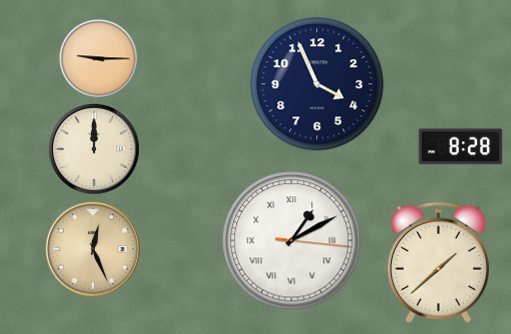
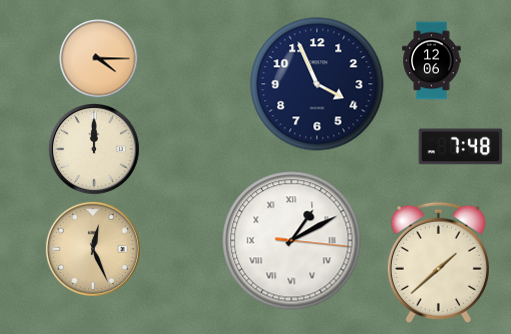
clock at (98, 58): 9:15 -> 4:15
clock at (432, 60): none -> 12:06
clock at (460, 147): 8:28 -> 7:48
